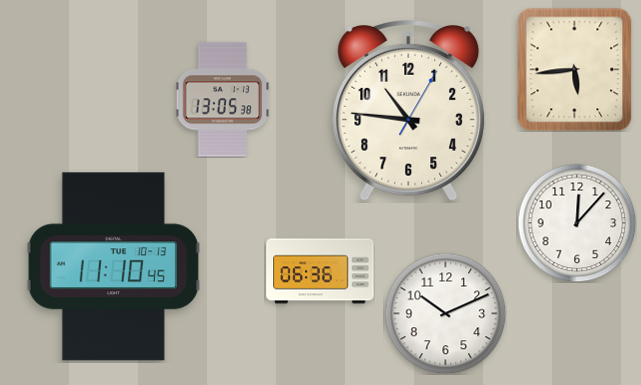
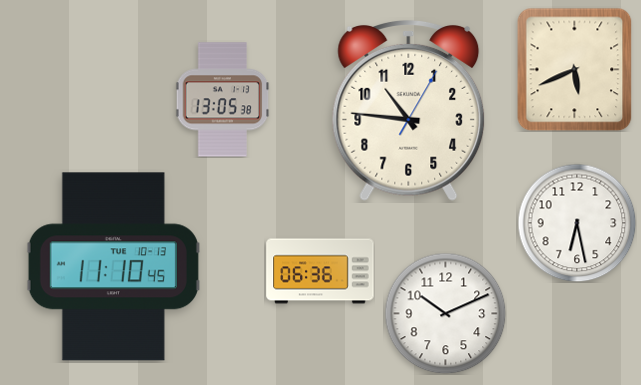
clock at (575, 69): 5:44 -> 5:41
clock at (577, 223): 12:07 -> 6:28
